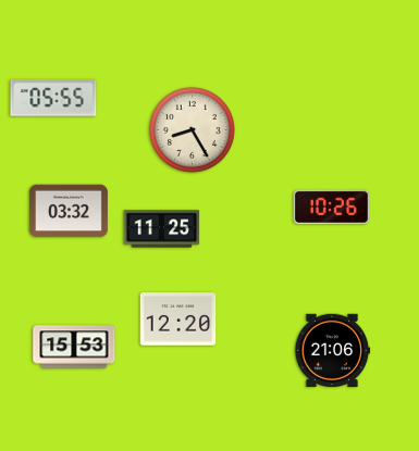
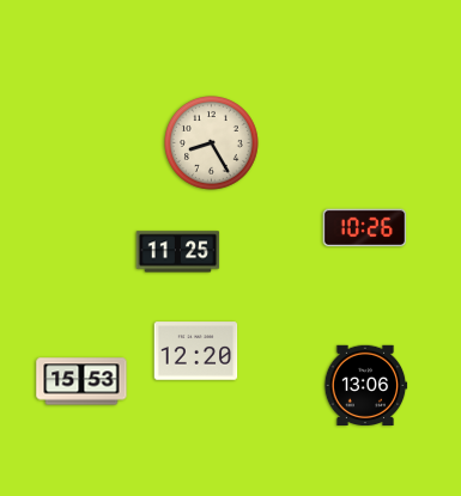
clock at (53, 98): 05:55 -> none
clock at (69, 211): 03:32 -> none
clock at (332, 350): 21:06 -> 13:06
